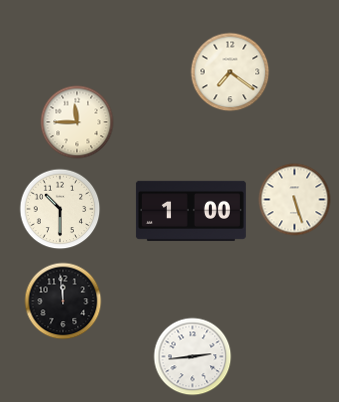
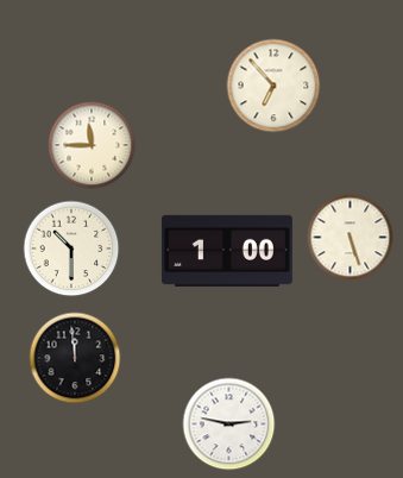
clock at (230, 72): 7:21 -> 6:53
clock at (193, 357): 2:44 -> 2:47
